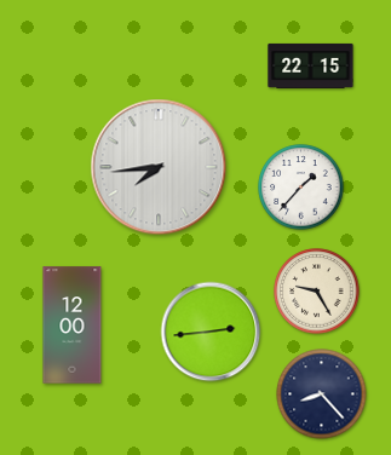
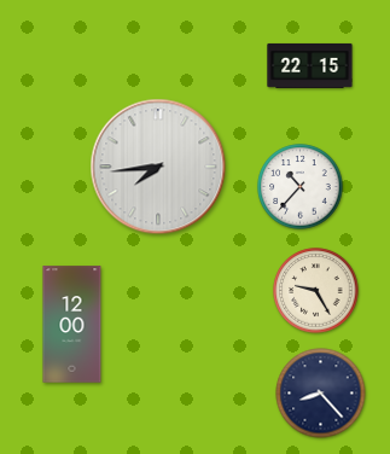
clock at (301, 188): 1:37 -> 10:37
clock at (211, 332): 2:44 -> none
